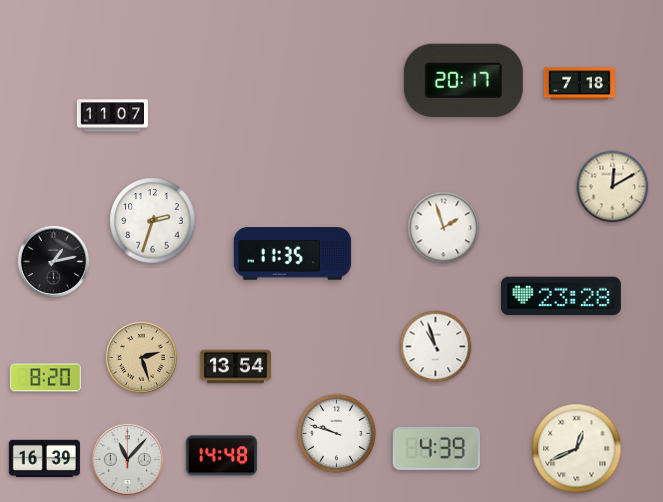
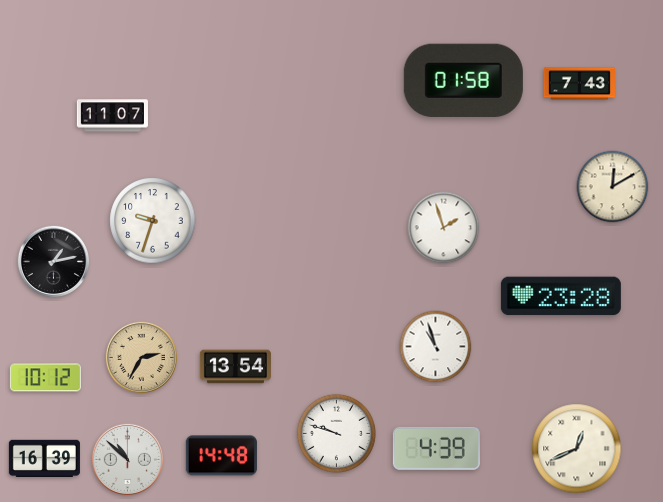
clock at (463, 80): 20:17 -> 01:58
clock at (579, 84): 7:18 -> 7:43
clock at (153, 221): 2:33 -> 9:33
clock at (293, 254): 11:35 -> none
clock at (141, 357): 2:27 -> 2:35
clock at (45, 378): 8:20 -> 10:12
clock at (127, 459): 11:07 -> 10:52
